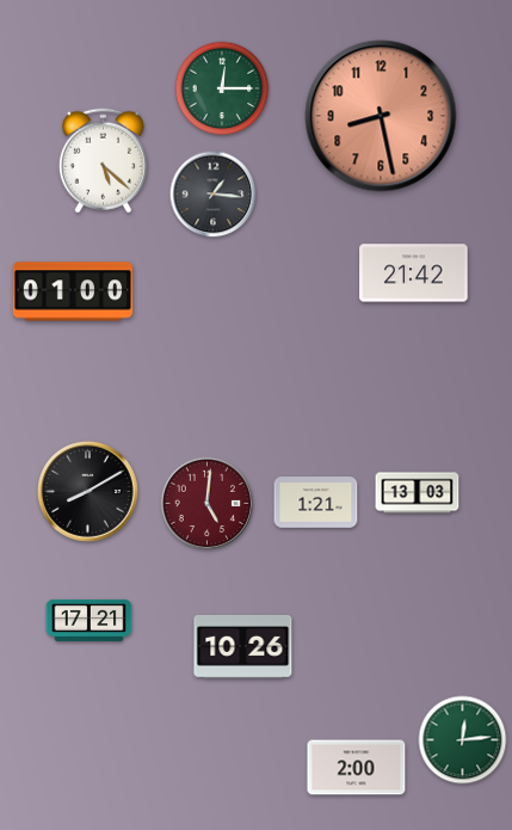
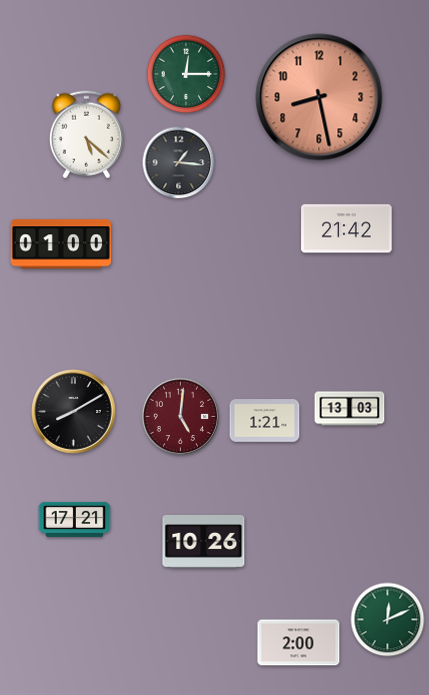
clock at (418, 493) position: (418, 493) -> (350, 409)
clock at (208, 504) position: (208, 504) -> (181, 417)
clock at (463, 740): 12:14 -> 12:11
